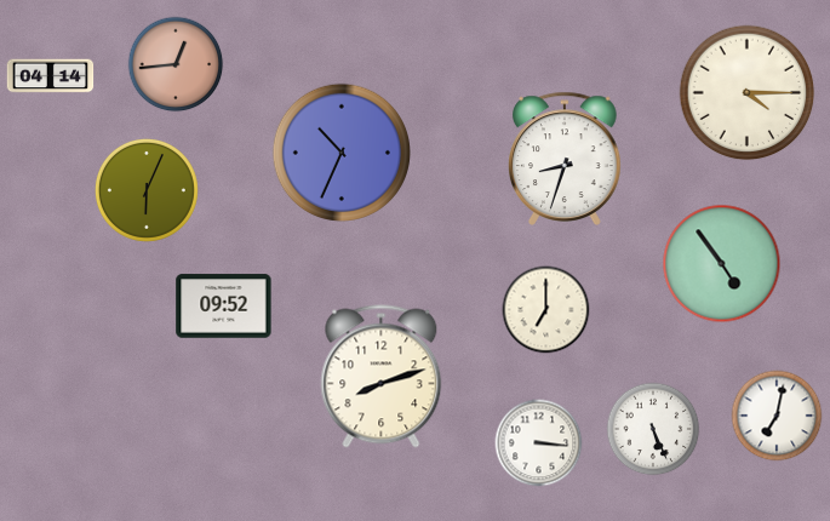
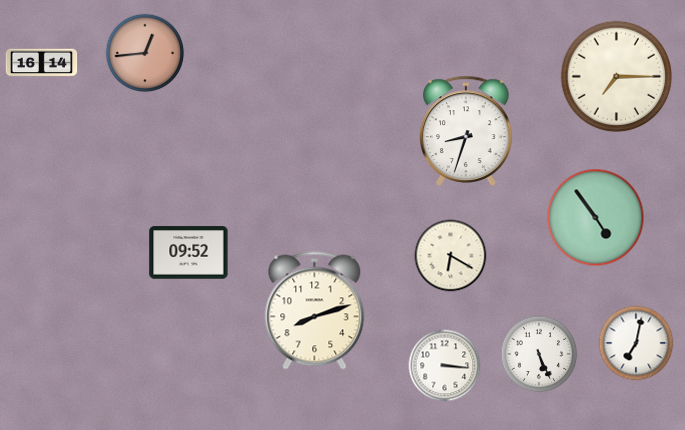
clock at (51, 76): 04:14 -> 16:14
clock at (748, 93): 4:15 -> 7:15
clock at (342, 153): 10:34 -> none
clock at (147, 190): 6:04 -> none
clock at (224, 307) position: (224, 307) -> (189, 253)
clock at (546, 310): 7:00 -> 6:20
clock at (777, 416) position: (777, 416) -> (636, 343)
